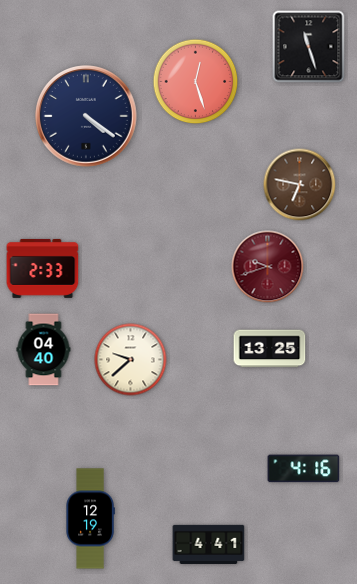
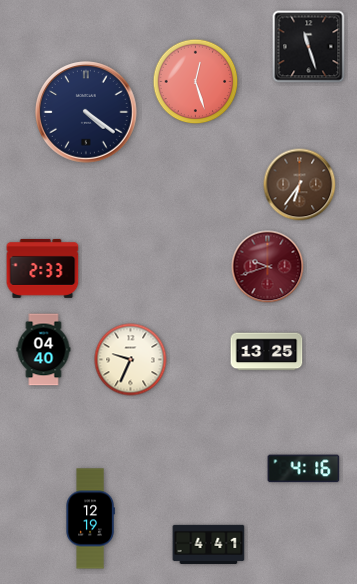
clock at (86, 116) position: (86, 116) -> (86, 112)
clock at (300, 185): 6:47 -> 6:36
clock at (270, 349) position: (270, 349) -> (267, 352)
clock at (131, 360): 9:38 -> 9:34
